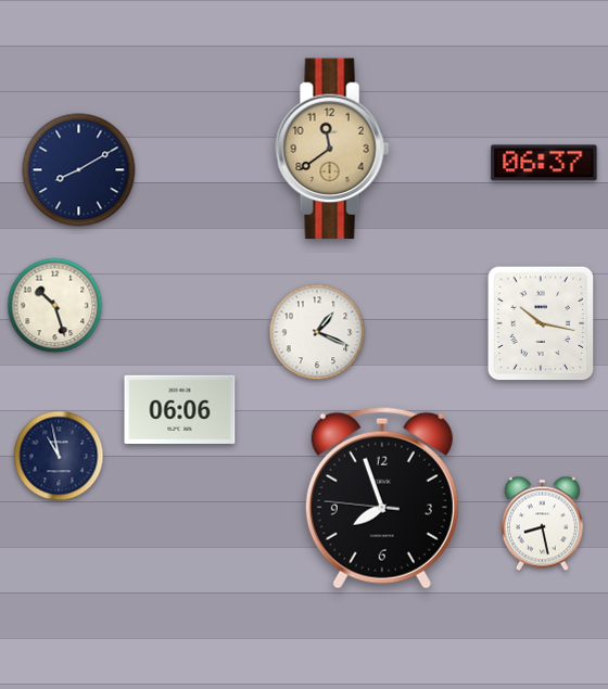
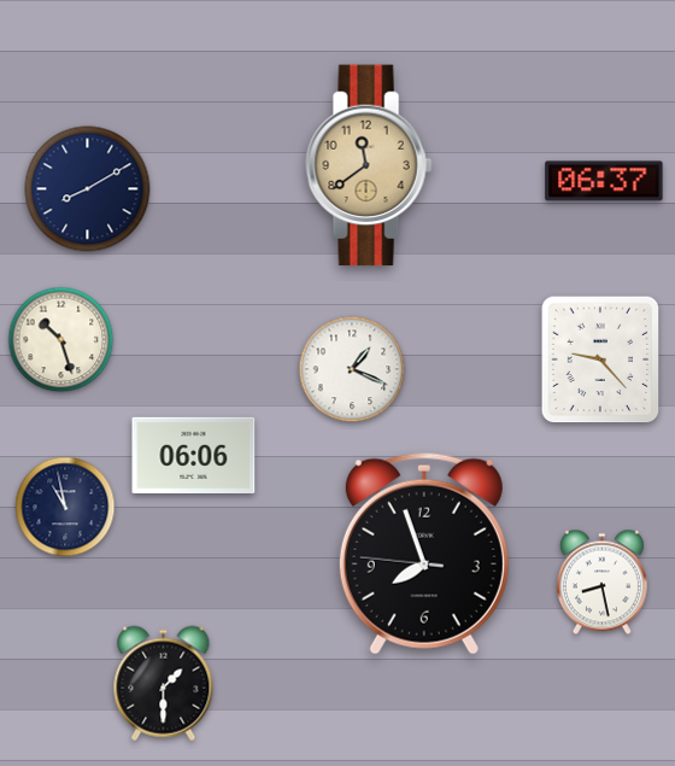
clock at (541, 323): 10:17 -> 9:23
clock at (180, 409) position: (180, 409) -> (194, 455)
clock at (164, 684): none -> 1:30
